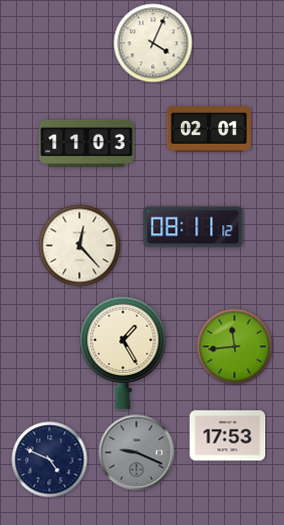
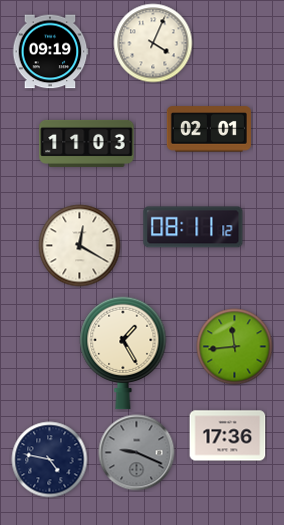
clock at (50, 52): none -> 09:19
clock at (80, 246): 12:23 -> 12:20
clock at (228, 436): 17:53 -> 17:36
clock at (50, 460): 4:49 -> 4:47
